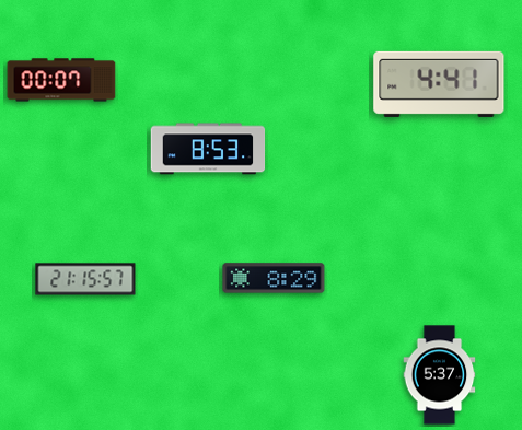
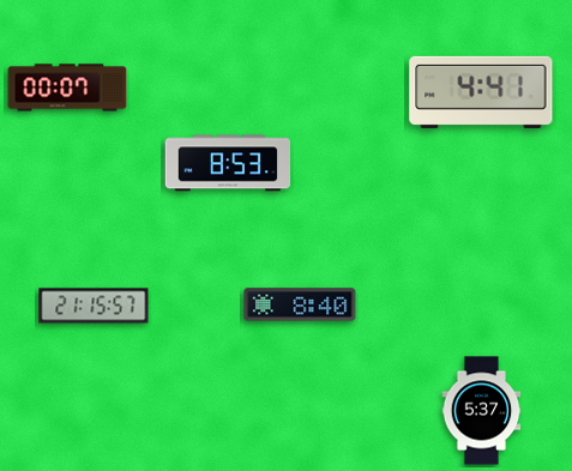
clock at (274, 278): 8:29 -> 8:40
